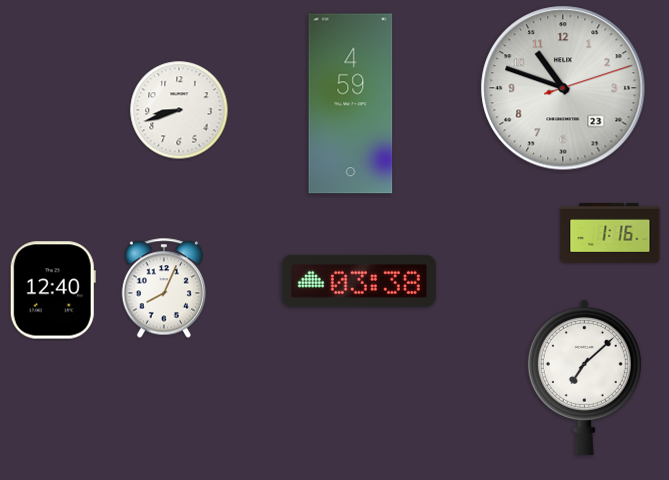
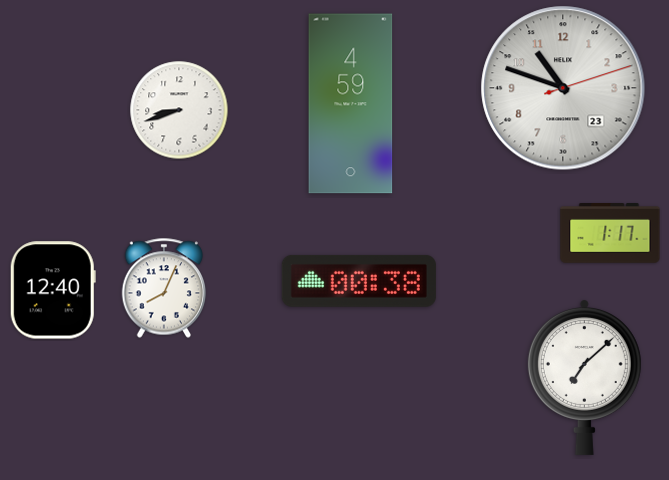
clock at (610, 234): 1:16 -> 1:17
clock at (359, 281): 03:38 -> 00:38
